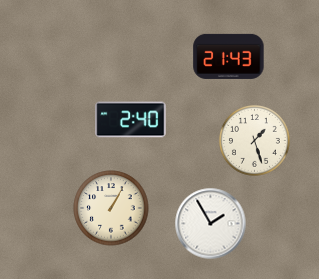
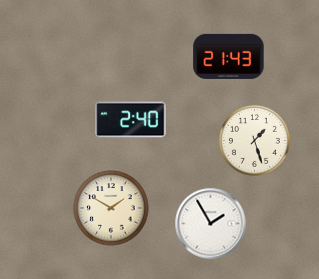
clock at (111, 208): 1:05 -> 1:50
